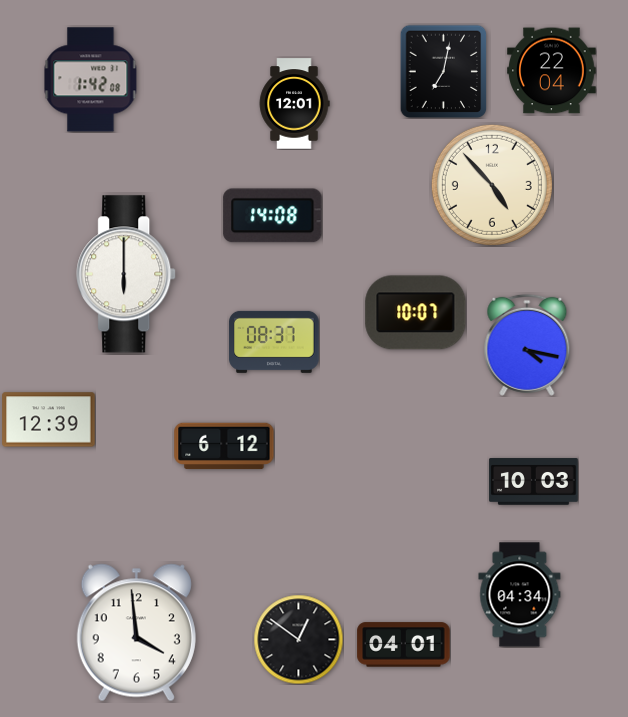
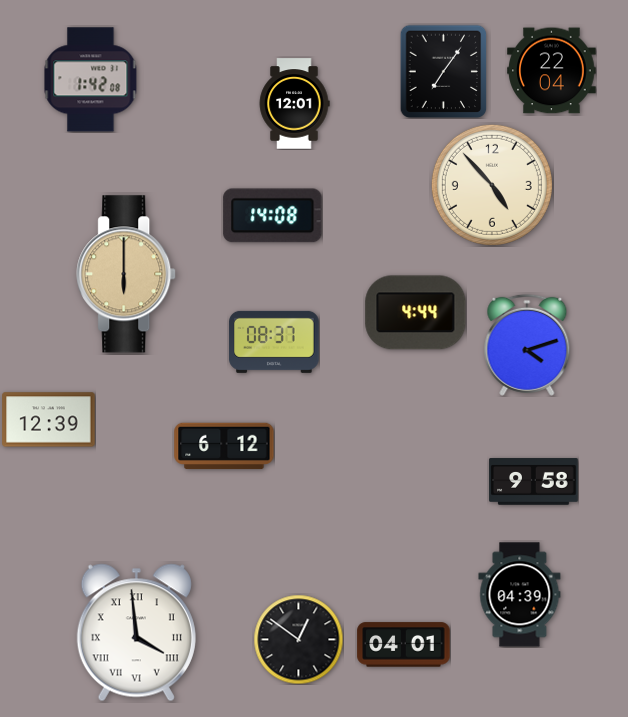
clock at (444, 71): 7:02 -> 7:06
clock at (127, 274) dial: white -> champagne
clock at (416, 313): 10:07 -> 4:44
clock at (527, 345): 4:17 -> 4:12
clock at (534, 482): 10:03 -> 9:58
clock at (520, 595): 04:34 -> 04:39
clock at (136, 633) numerals: Arabic -> Roman
